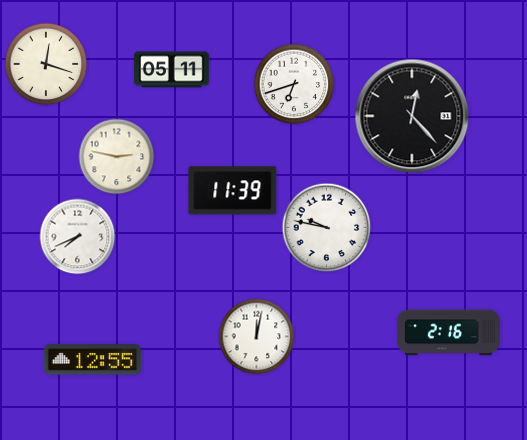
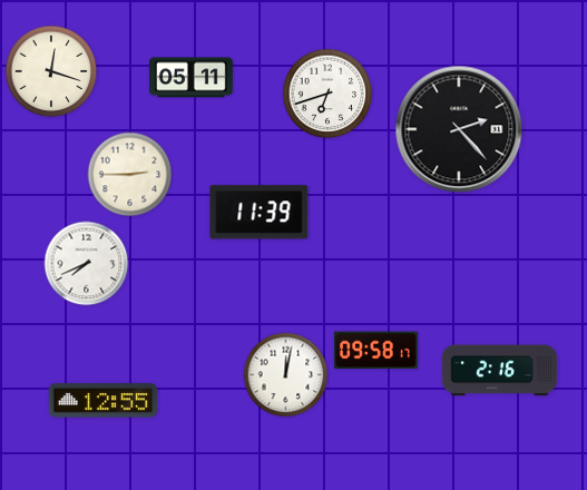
clock at (412, 116): 12:23 -> 2:23
clock at (117, 157): 2:47 -> 2:45
clock at (327, 228): 9:47 -> none
clock at (375, 351): none -> 09:58
